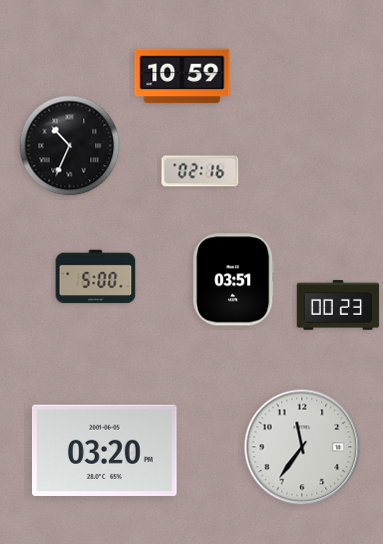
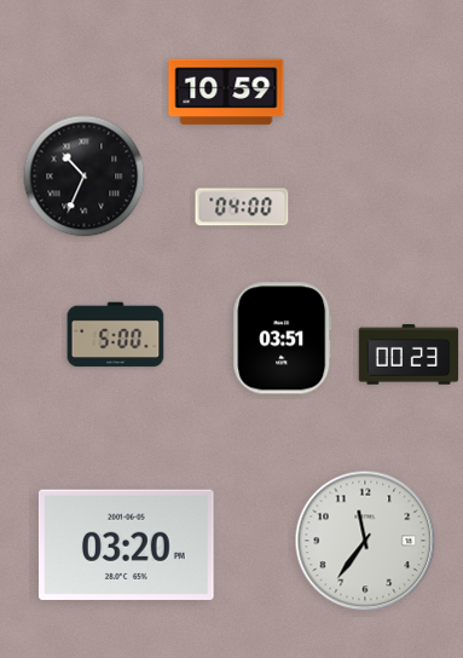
clock at (182, 76) position: (182, 76) -> (226, 92)
clock at (200, 171): 02:16 -> 04:00
clock at (338, 305) position: (338, 305) -> (409, 354)
